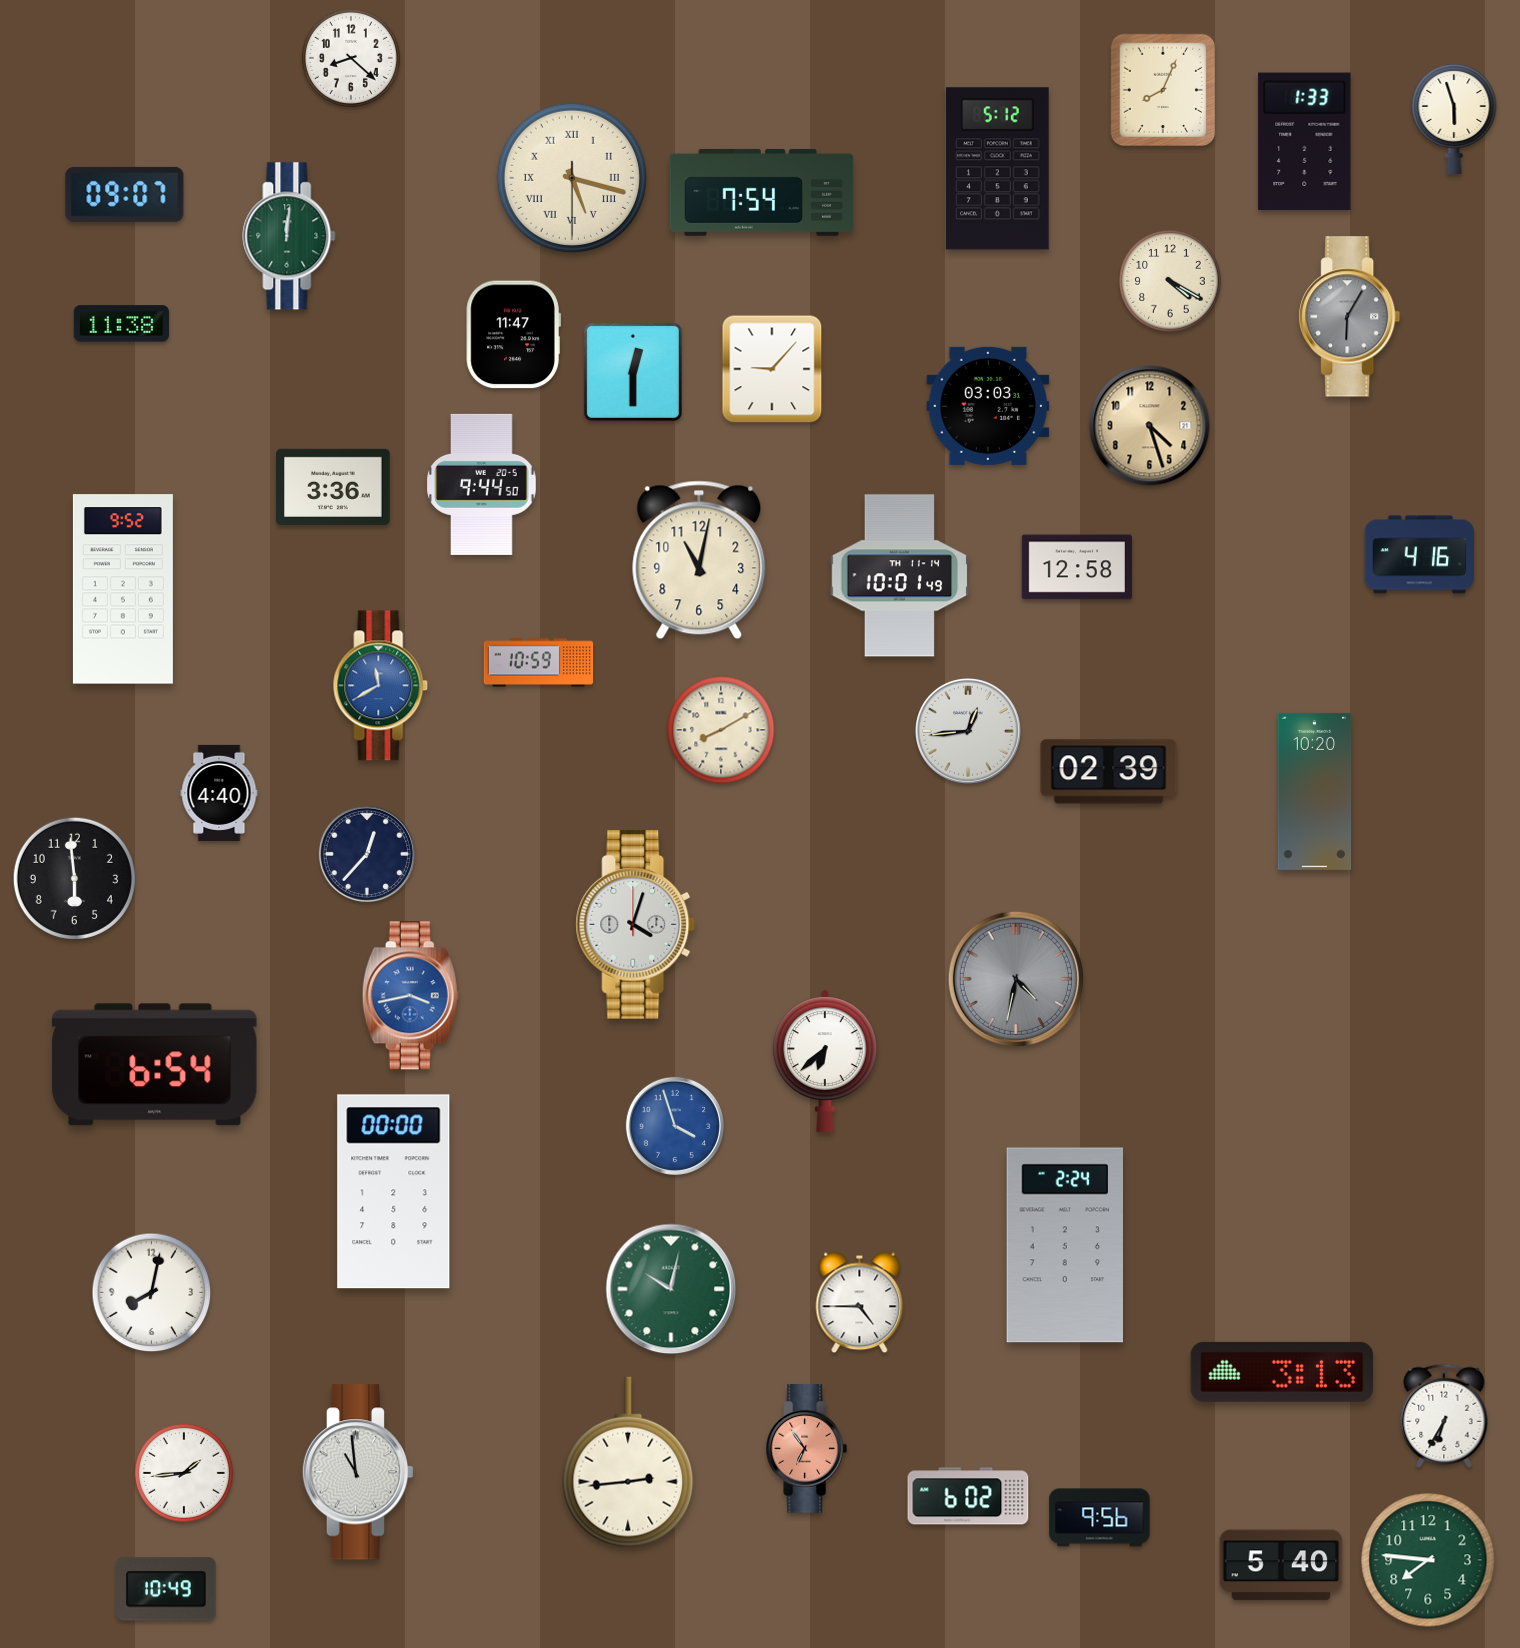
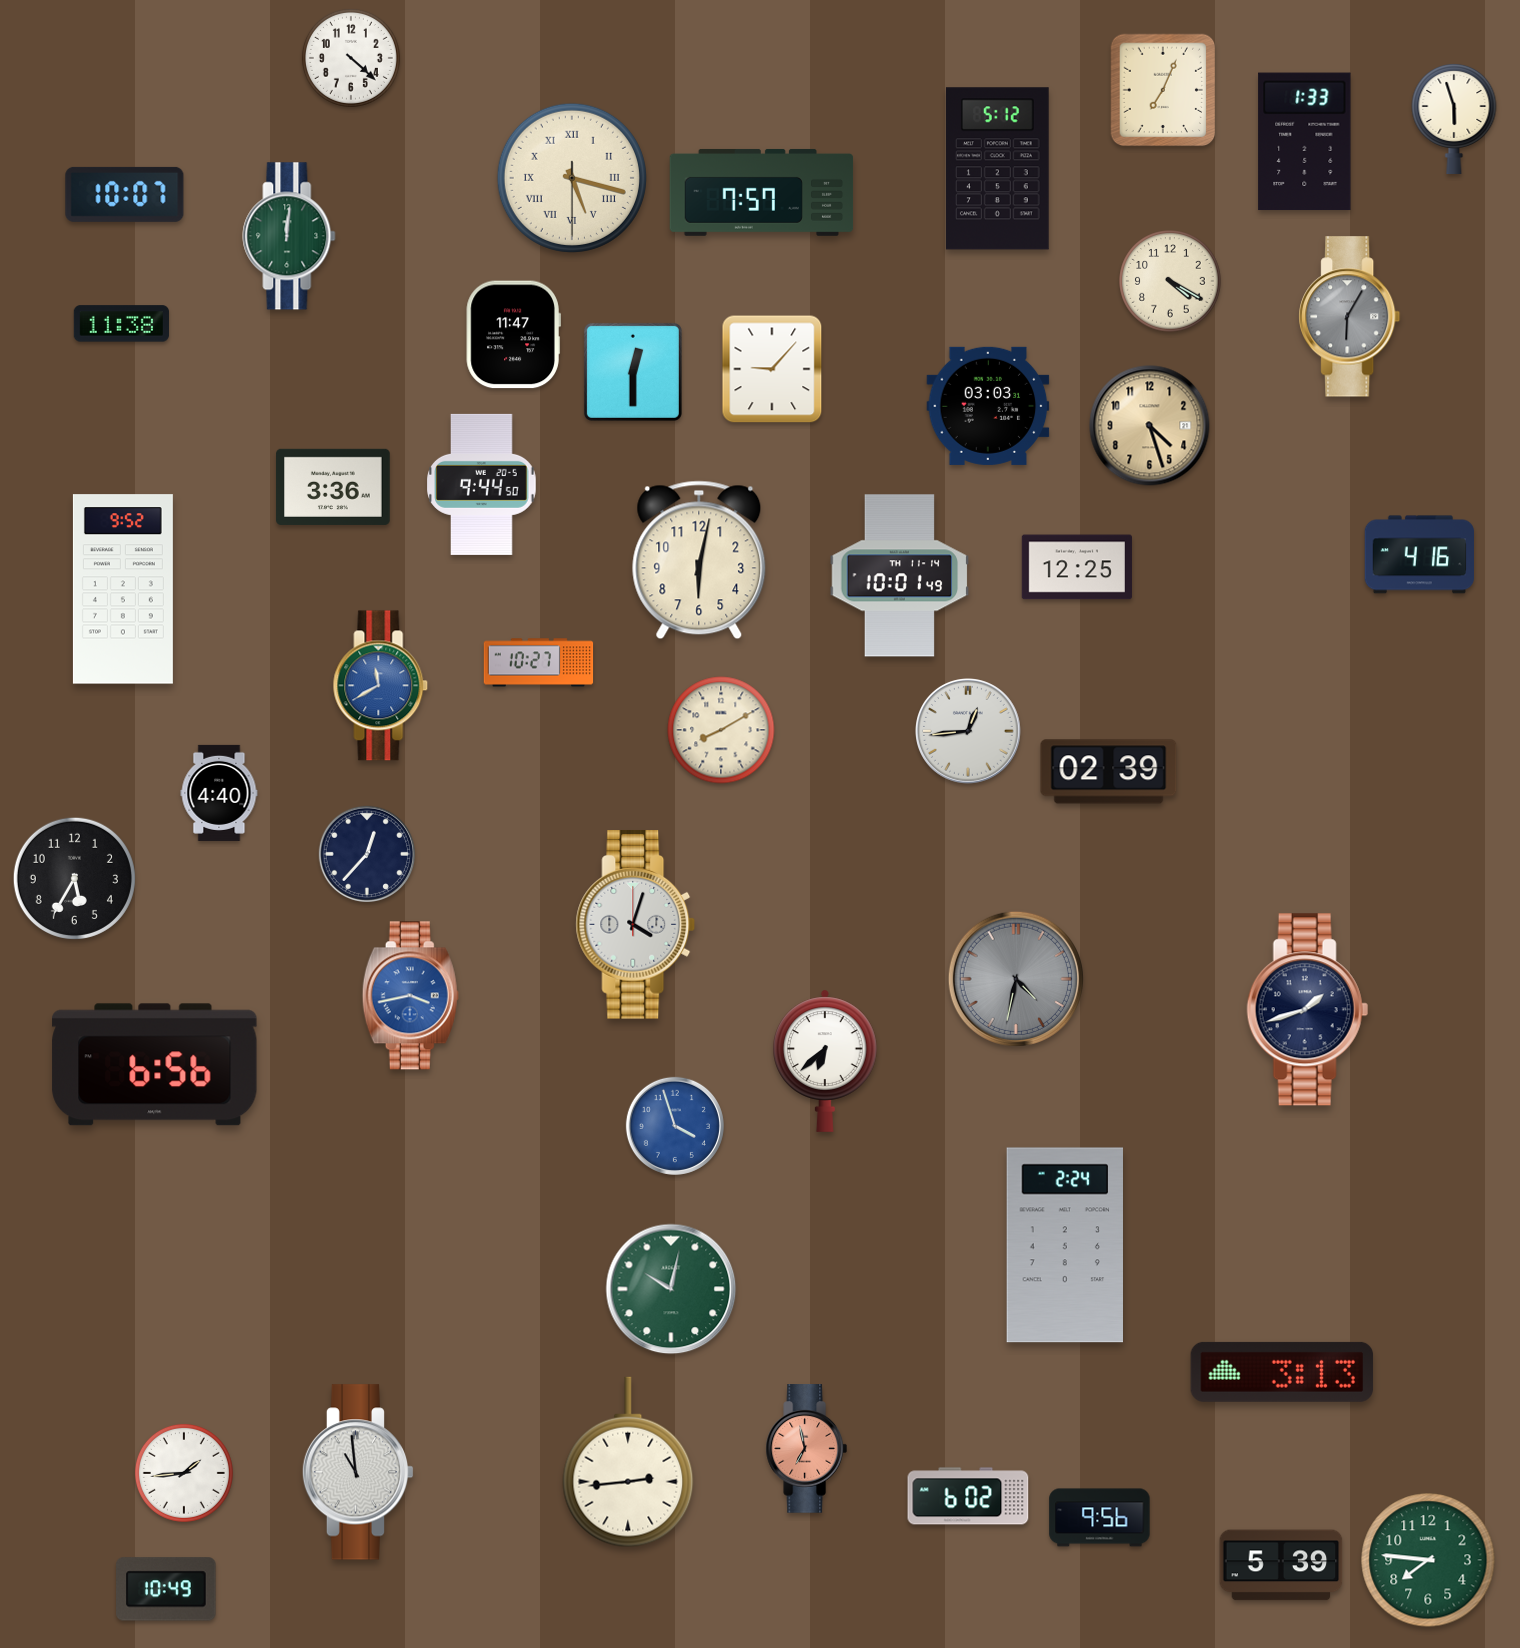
clock at (351, 58): 8:22 -> 4:22
clock at (1163, 90): 8:04 -> 7:04
clock at (762, 192): 7:54 -> 7:57
clock at (125, 194): 09:07 -> 10:07
clock at (699, 560): 11:02 -> 6:02
clock at (1077, 567): 12:58 -> 12:25
clock at (539, 663): 10:59 -> 10:27
clock at (1315, 791): 10:20 -> none
clock at (74, 878): 5:59 -> 5:35
clock at (1307, 1010): none -> 1:42
clock at (155, 1065): 6:54 -> 6:56
clock at (394, 1192): 00:00 -> none
clock at (152, 1293): 8:02 -> none
clock at (860, 1303): 4:45 -> none
clock at (1444, 1416): 6:35 -> none
clock at (806, 1449): 6:54 -> 6:58
clock at (1281, 1565): 5:40 -> 5:39
